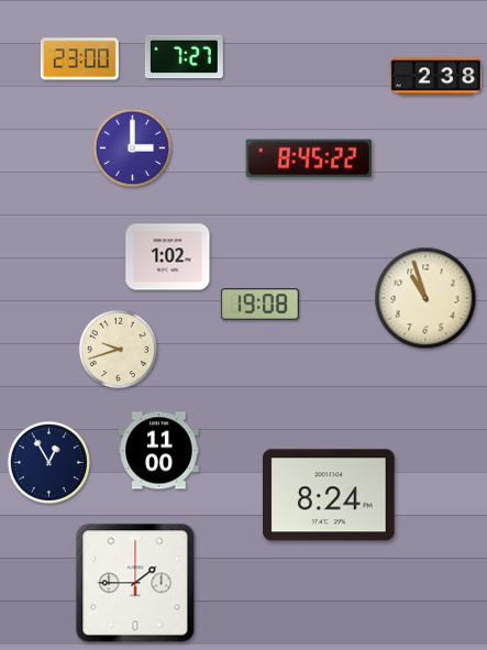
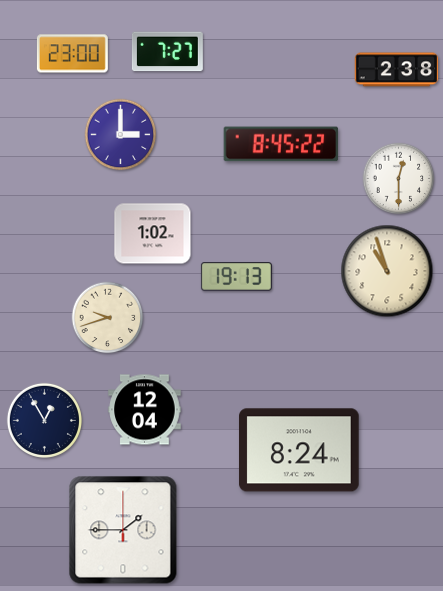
clock at (399, 179): none -> 12:30
clock at (259, 305): 19:08 -> 19:13
clock at (159, 451): 11:00 -> 12:04
